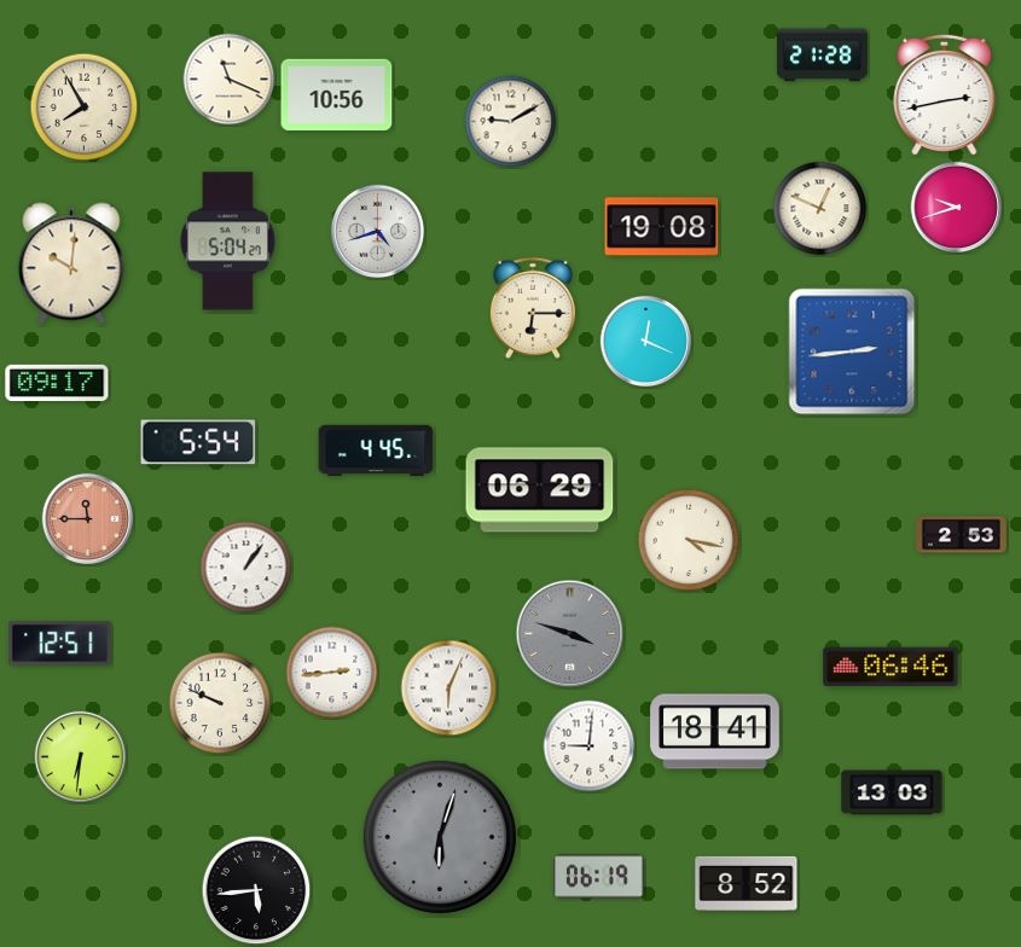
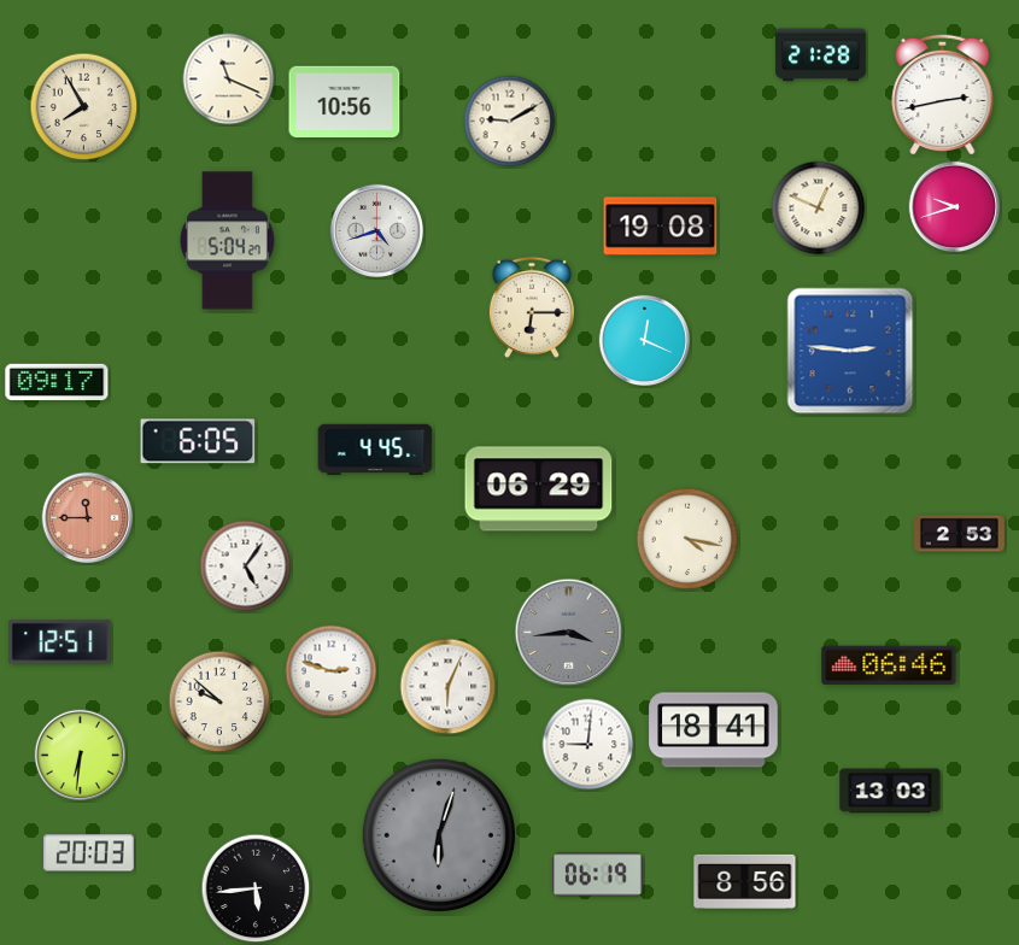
clock at (337, 95) position: (337, 95) -> (345, 102)
clock at (71, 263): 10:01 -> none
clock at (852, 352): 2:44 -> 2:46
clock at (198, 442): 5:54 -> 6:05
clock at (246, 568): 1:06 -> 5:06
clock at (570, 634): 3:48 -> 3:44
clock at (332, 673): 2:44 -> 2:48
clock at (220, 703): 9:49 -> 9:52
clock at (88, 853): none -> 20:03
clock at (747, 883): 8:52 -> 8:56
